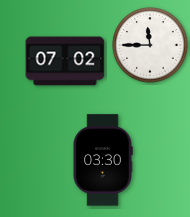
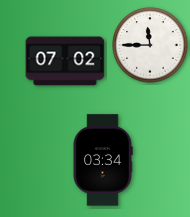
clock at (103, 160): 03:30 -> 03:34
